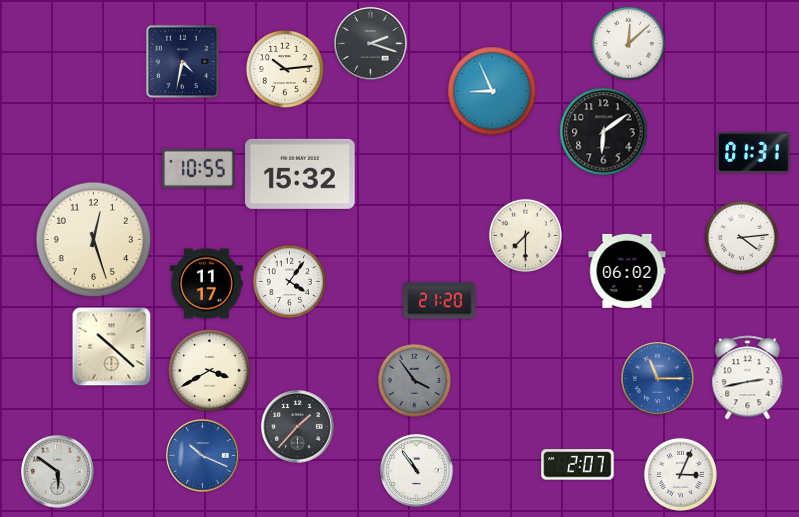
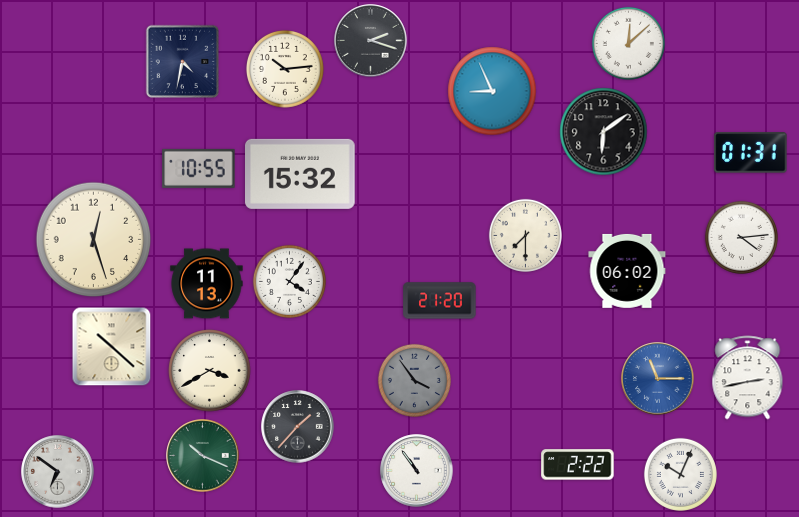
clock at (371, 44) position: (371, 44) -> (371, 41)
clock at (754, 153) position: (754, 153) -> (751, 153)
clock at (207, 284): 11:17 -> 11:13
clock at (203, 456) dial: blue -> green
clock at (578, 465): 2:07 -> 2:22
clock at (58, 472): 5:51 -> 6:51
clock at (680, 474): 3:04 -> 10:04
